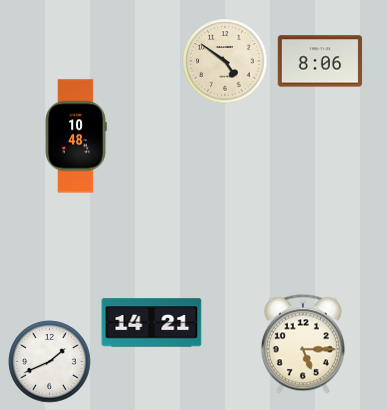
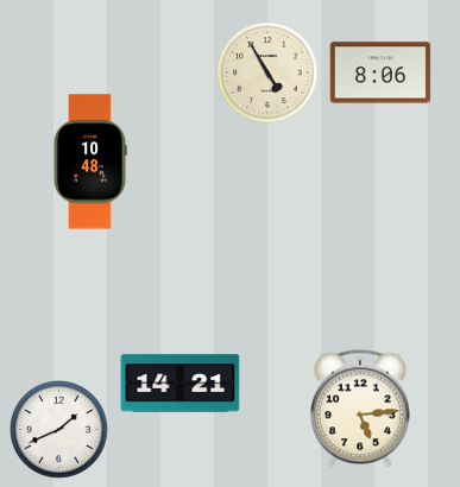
clock at (225, 61): 4:51 -> 4:55
clock at (303, 344): 5:15 -> 5:14
